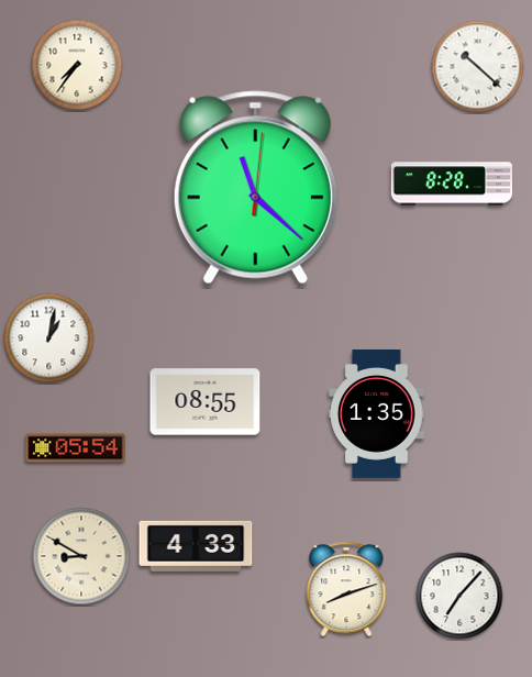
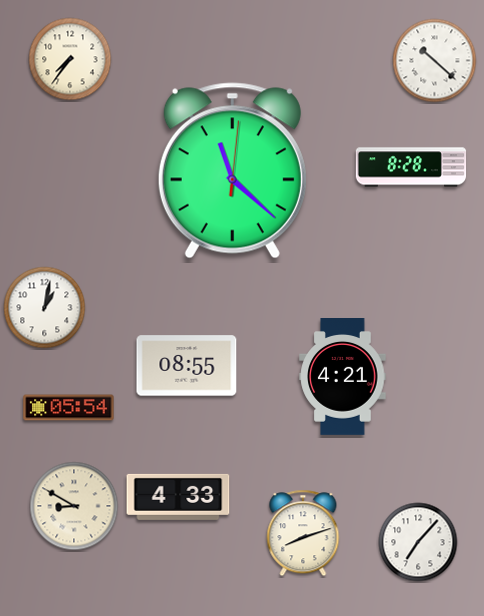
clock at (377, 414): 1:35 -> 4:21
clock at (346, 589) position: (346, 589) -> (303, 533)
